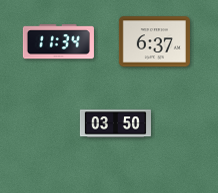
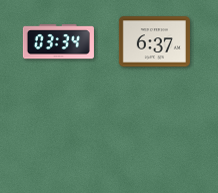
clock at (58, 42): 11:34 -> 03:34
clock at (115, 124): 03:50 -> none
